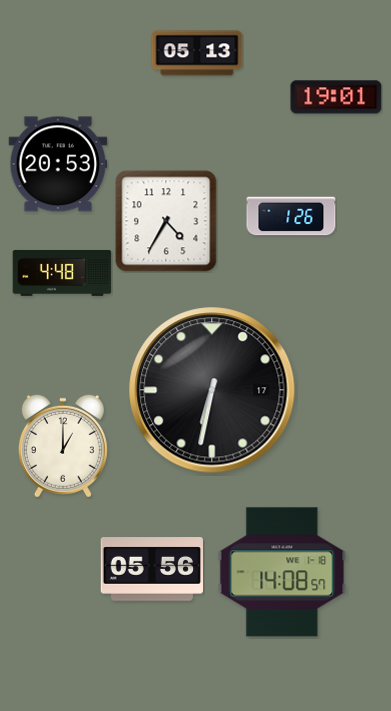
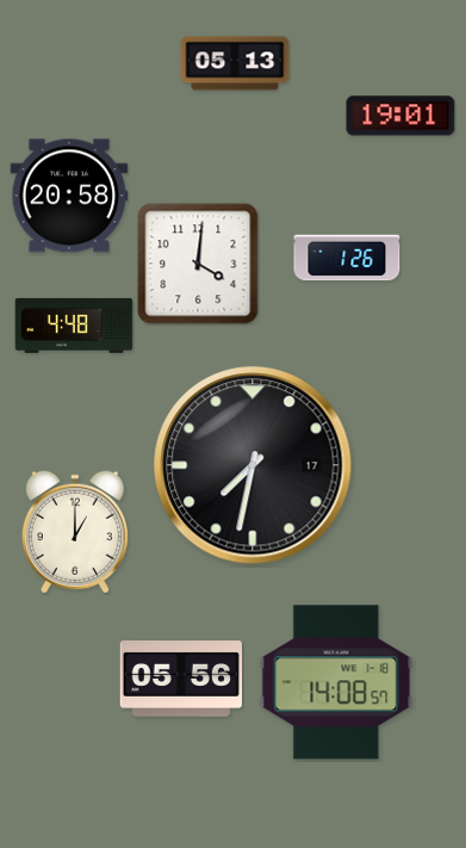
clock at (58, 164): 20:53 -> 20:58
clock at (166, 221): 4:35 -> 4:01
clock at (212, 390): 6:32 -> 7:32
